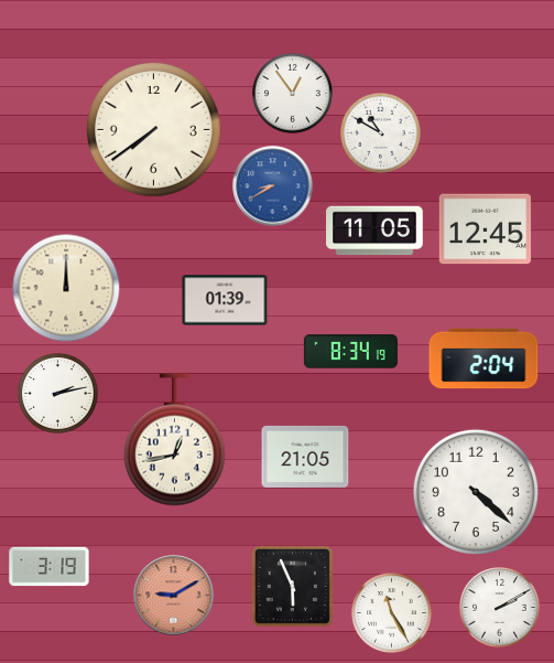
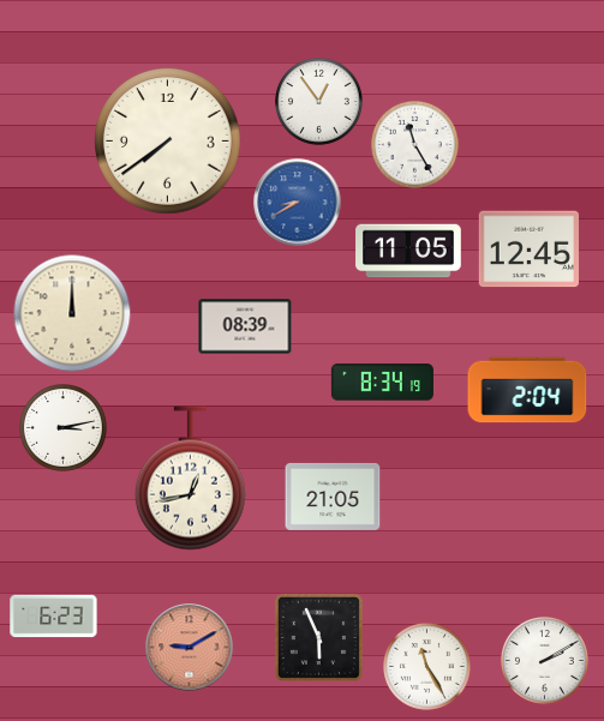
clock at (381, 133): 10:50 -> 11:25
clock at (225, 300): 01:39 -> 08:39
clock at (58, 394): 2:13 -> 3:13
clock at (476, 492): 4:22 -> none
clock at (50, 567): 3:19 -> 6:23
